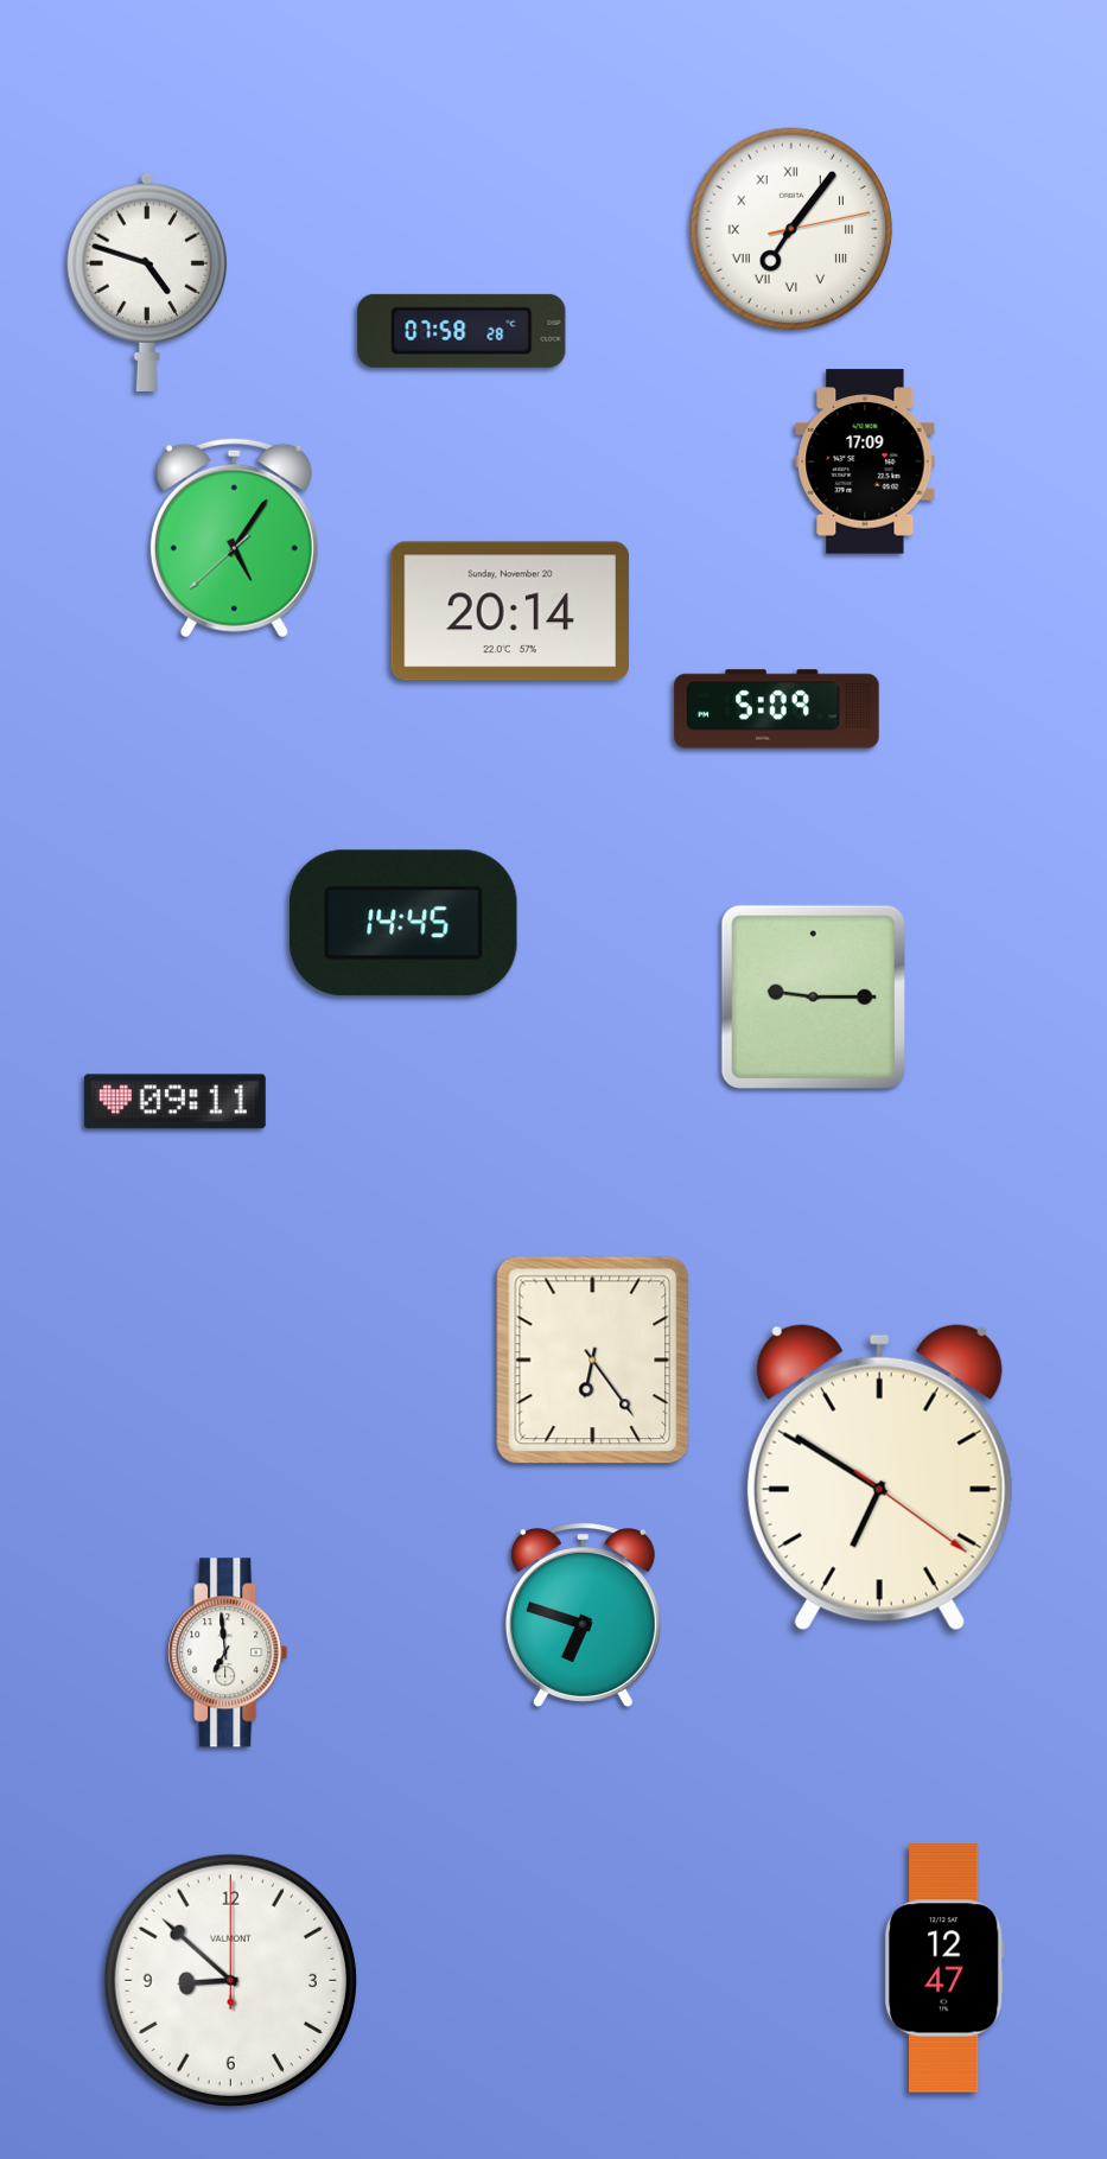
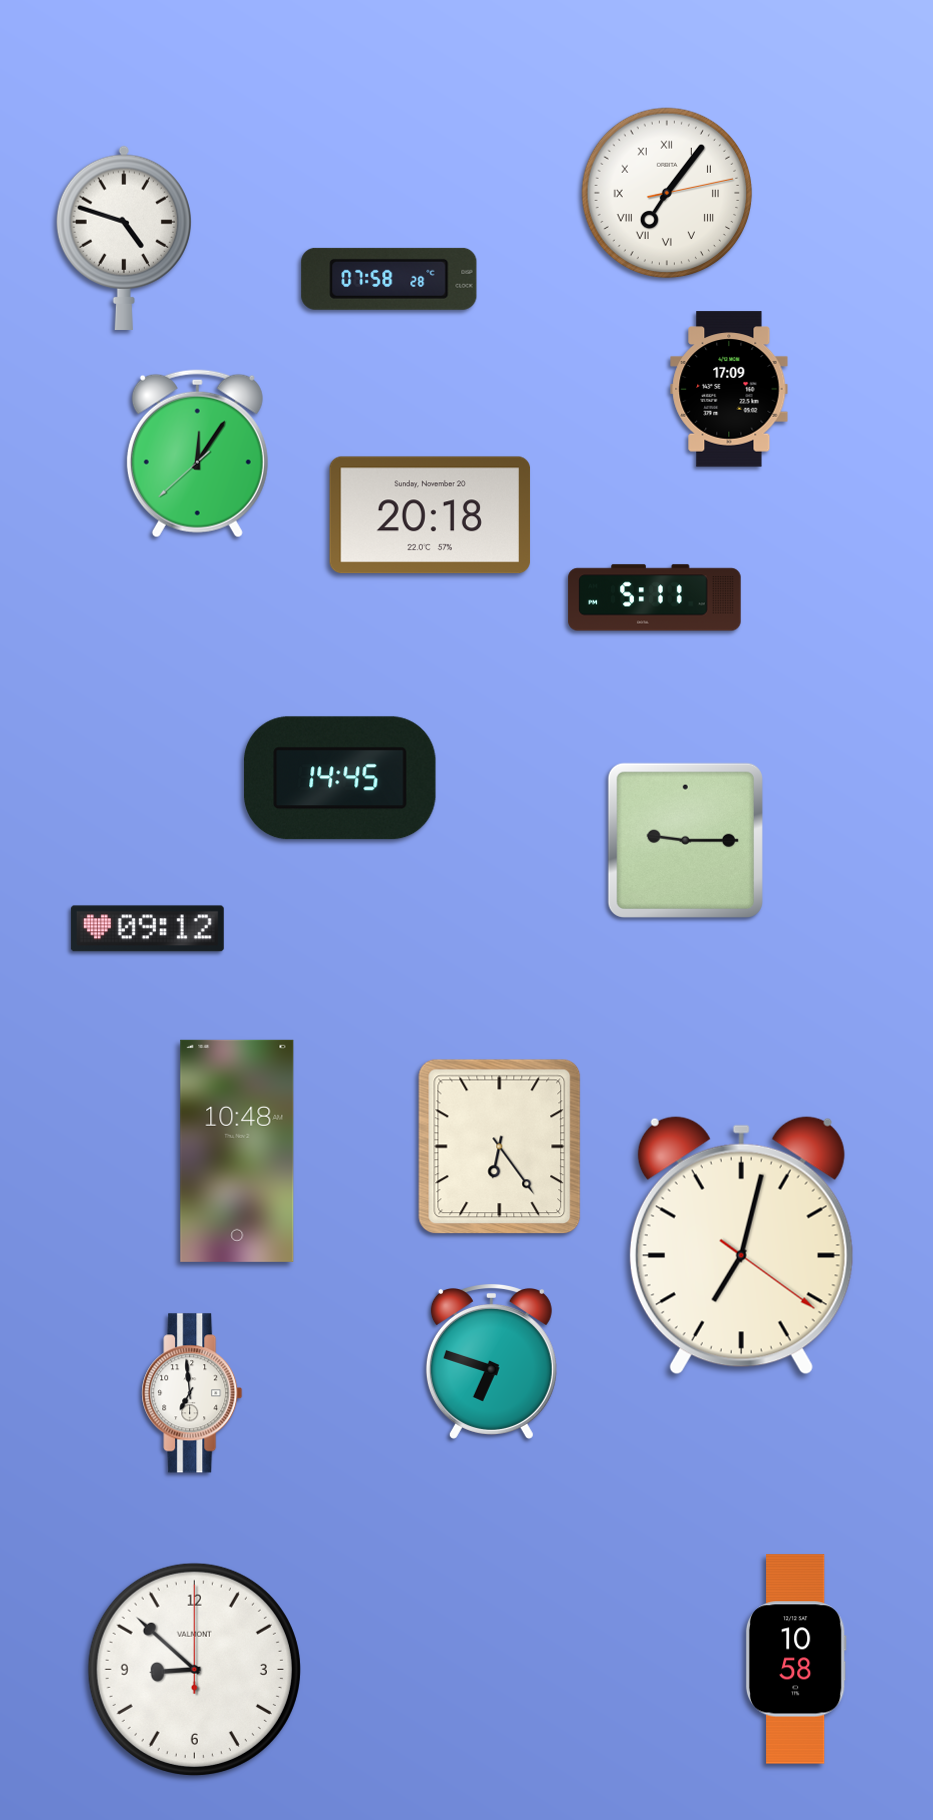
clock at (234, 539): 5:05 -> 12:05
clock at (510, 611): 20:14 -> 20:18
clock at (777, 709): 5:09 -> 5:11
clock at (174, 1102): 09:11 -> 09:12
clock at (237, 1151): none -> 10:48
clock at (879, 1478): 6:50 -> 7:02
clock at (944, 1968): 12:47 -> 10:58
